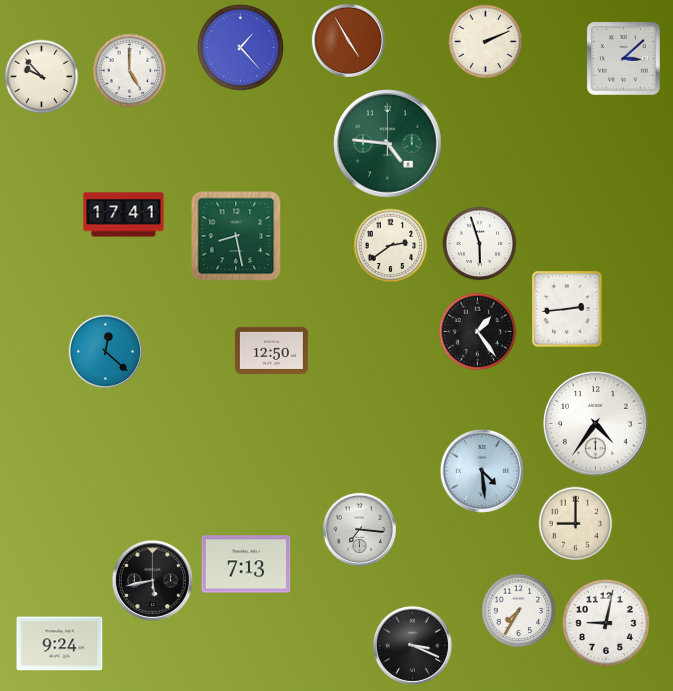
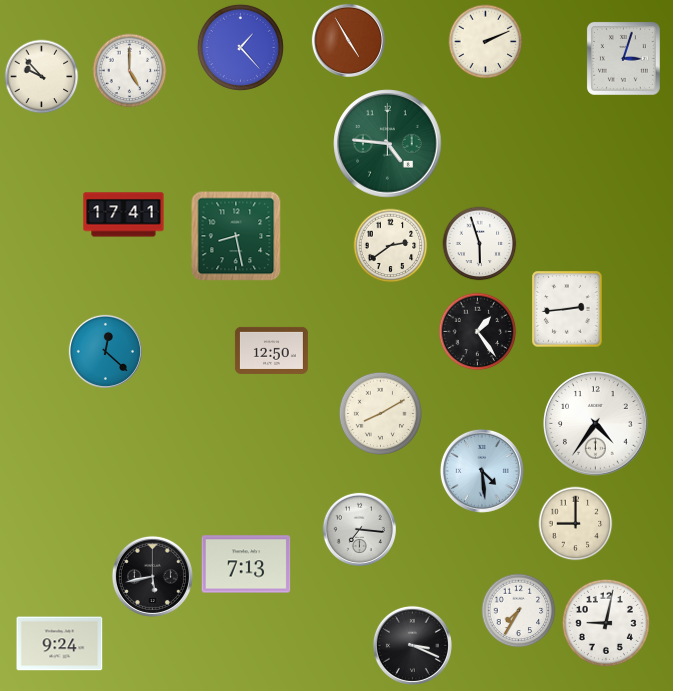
clock at (623, 58): 3:08 -> 3:03
clock at (380, 413): none -> 8:10
clock at (152, 580) position: (152, 580) -> (152, 576)
